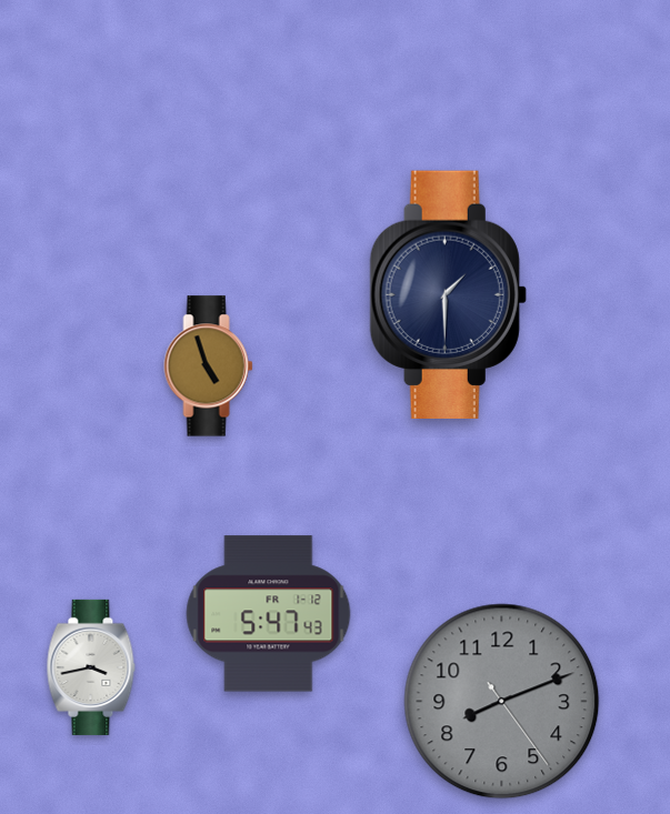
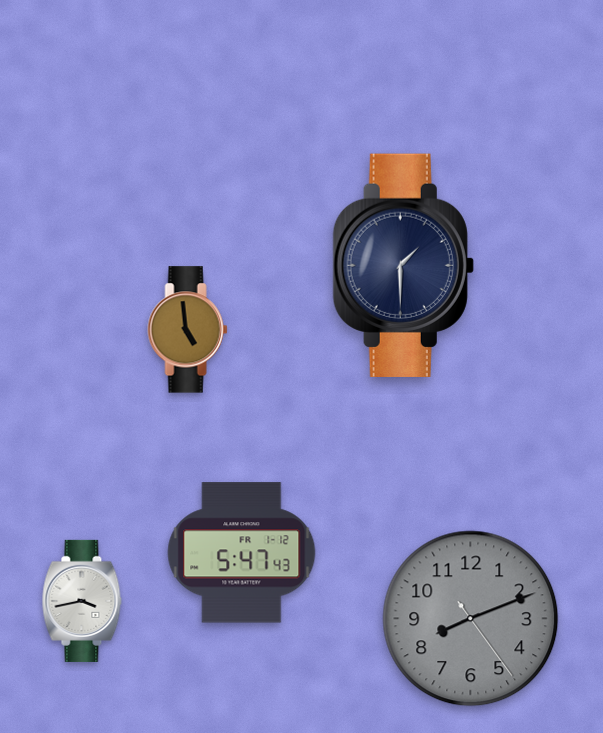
clock at (209, 366): 4:57 -> 4:59
clock at (502, 702) position: (502, 702) -> (471, 619)
